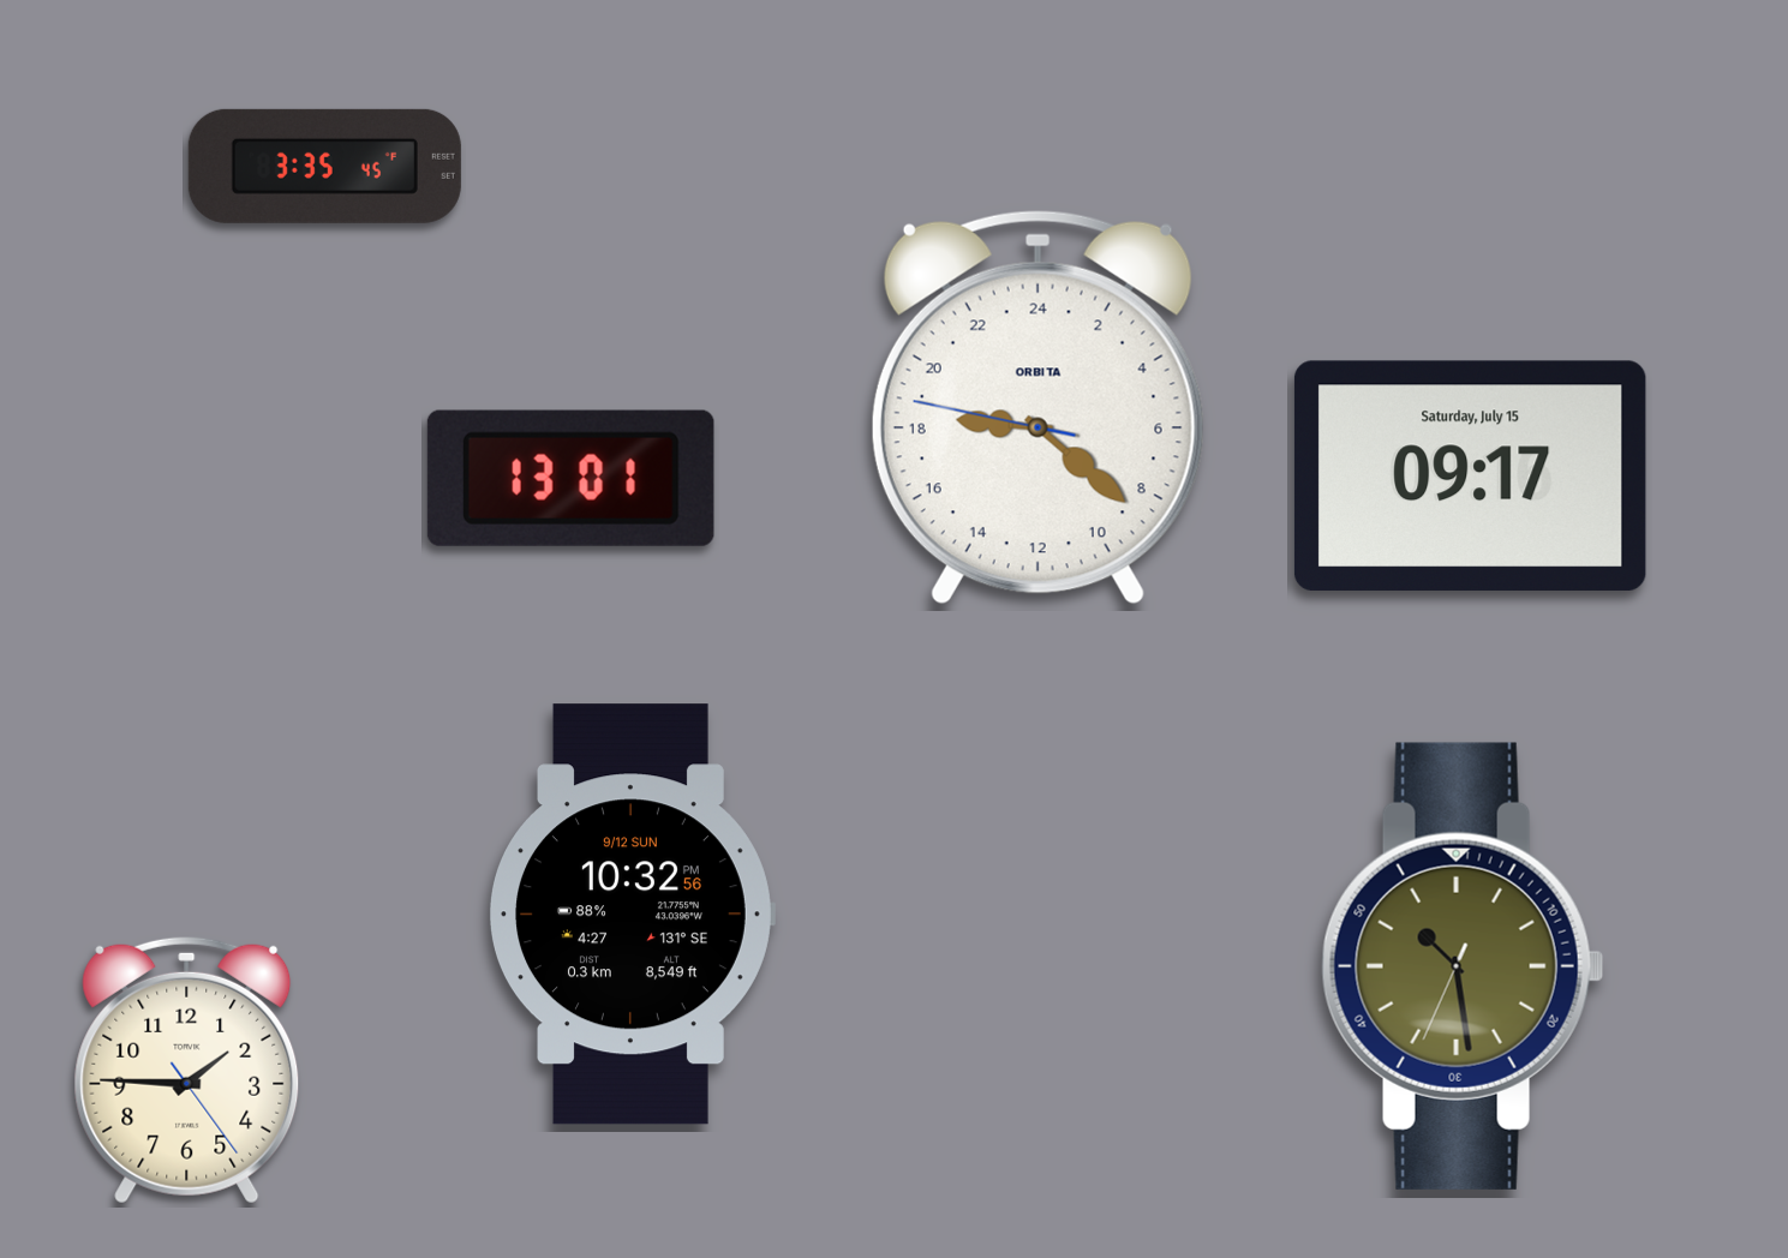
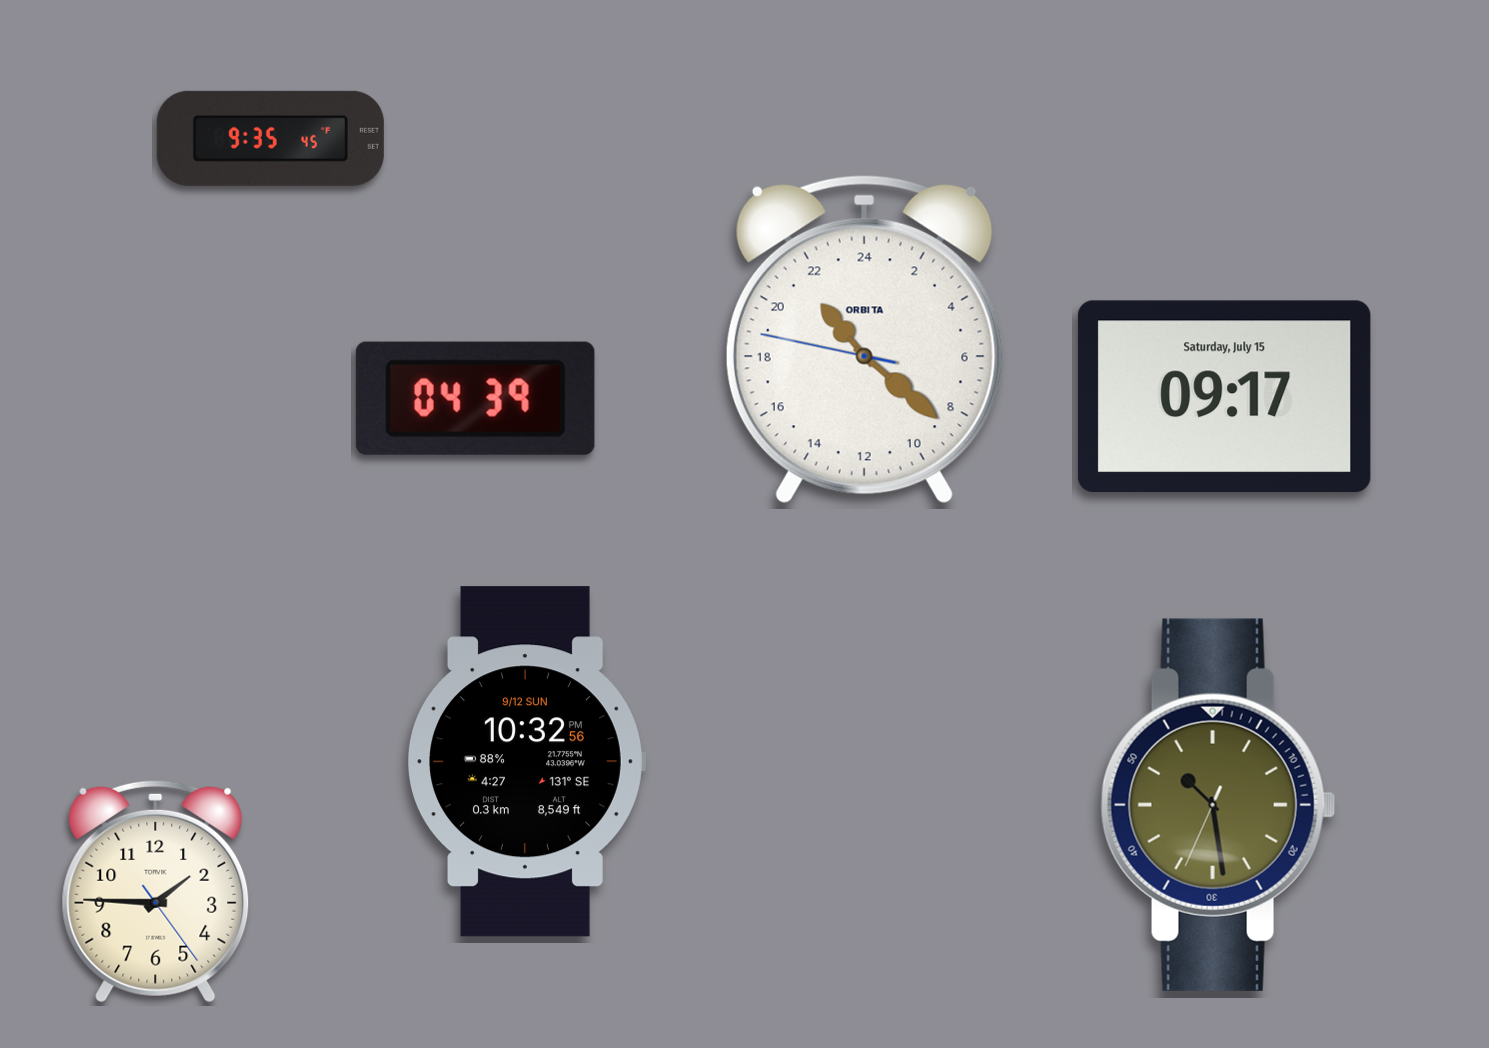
clock at (324, 166): 3:35 -> 9:35
clock at (1037, 407): 18:21 -> 21:21
clock at (570, 478): 13:01 -> 04:39
